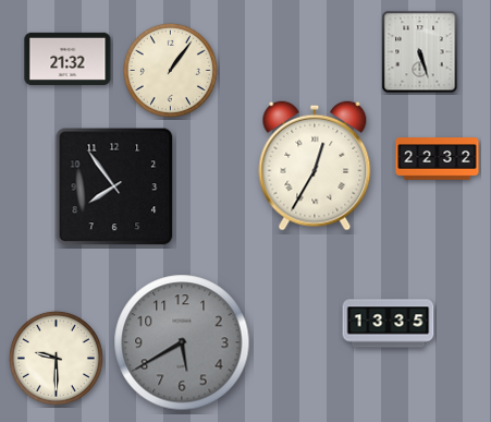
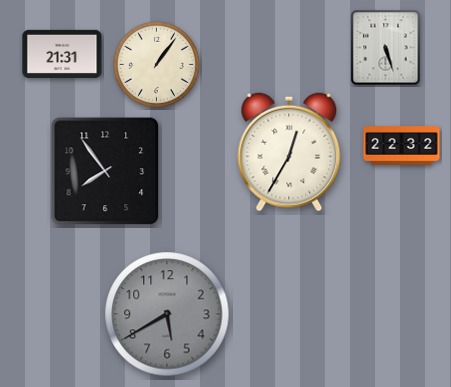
clock at (67, 59): 21:32 -> 21:31
clock at (389, 324): 13:35 -> none
clock at (56, 358): 9:30 -> none
